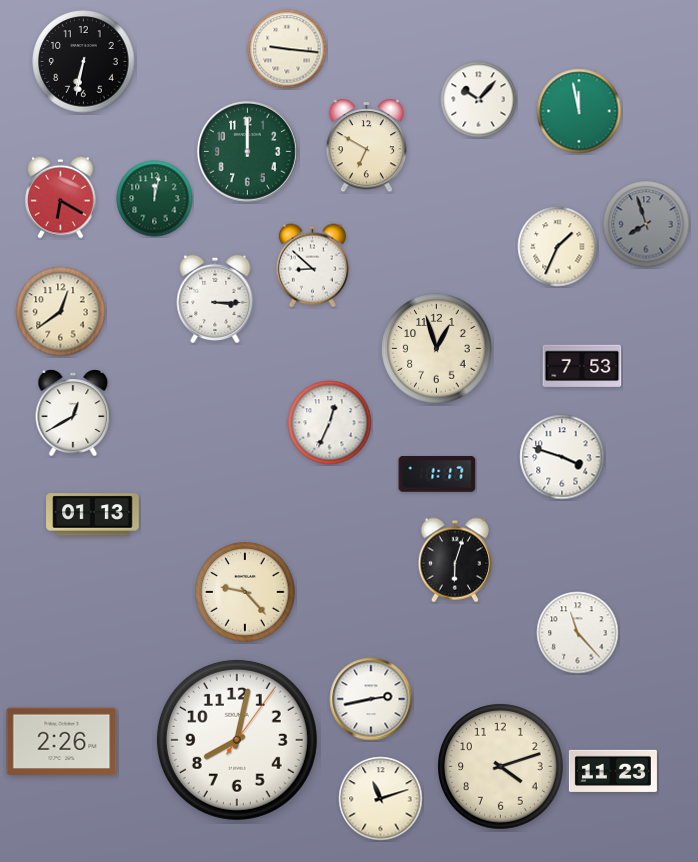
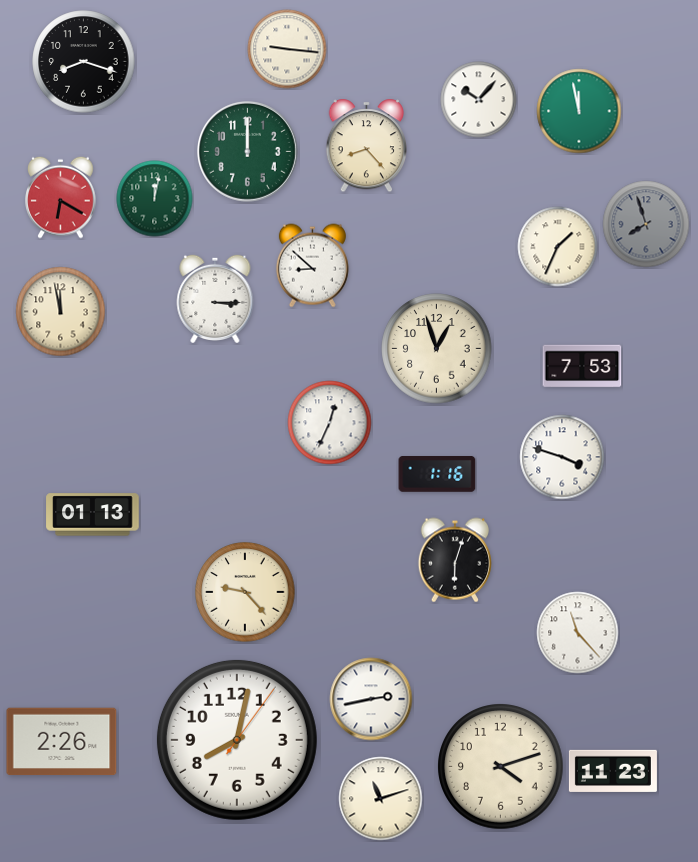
clock at (84, 62): 6:32 -> 8:18
clock at (367, 146): 6:50 -> 8:23
clock at (61, 312): 12:39 -> 11:58
clock at (73, 413): 12:40 -> none
clock at (437, 475): 1:17 -> 1:16
